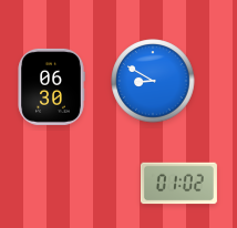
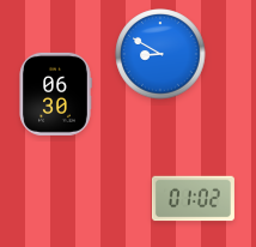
clock at (153, 81) position: (153, 81) -> (160, 54)
